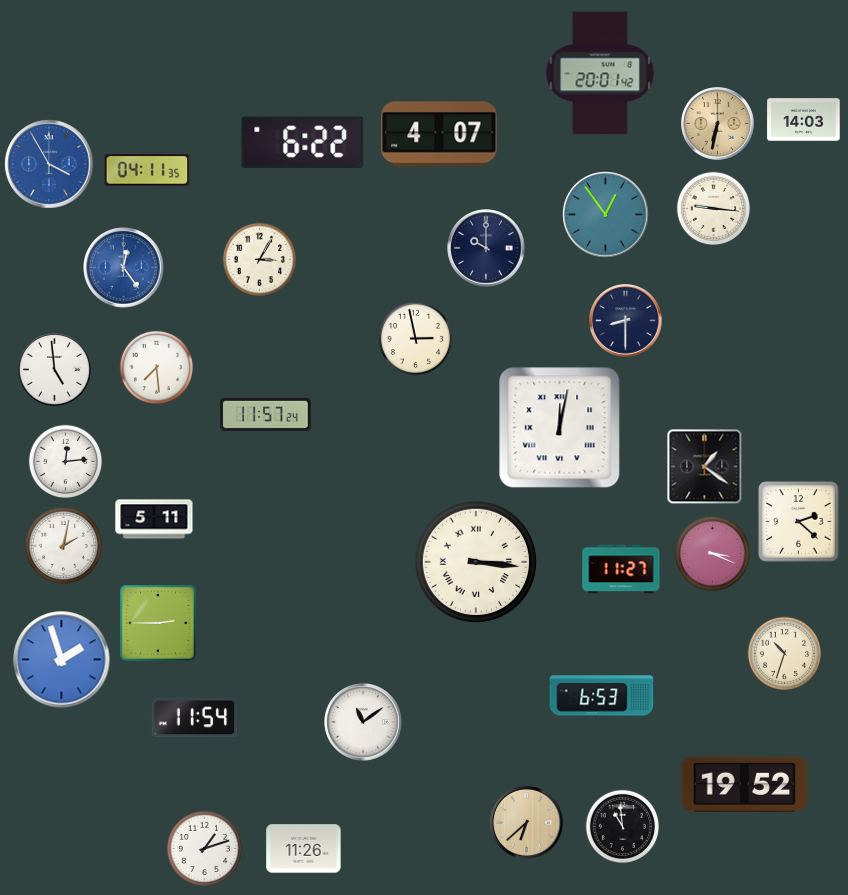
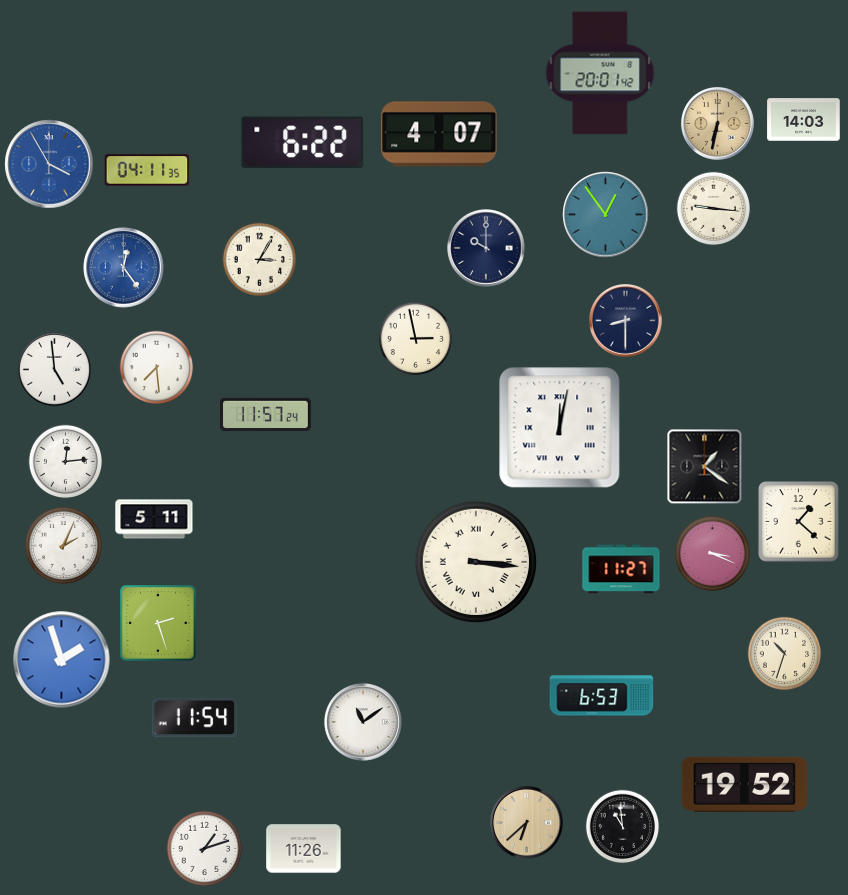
clock at (799, 522): 2:22 -> 1:22
clock at (63, 545): 2:02 -> 2:04
clock at (158, 623): 2:45 -> 2:27
